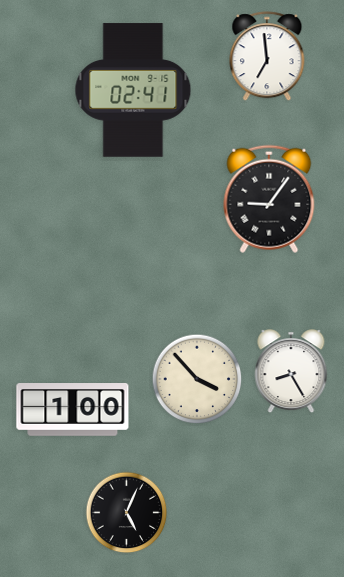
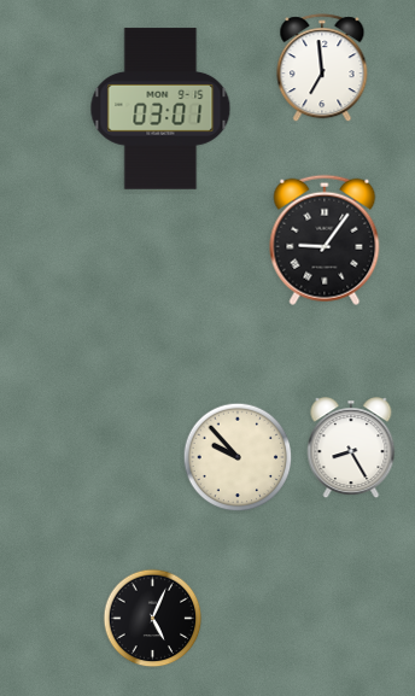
clock at (133, 90): 02:41 -> 03:01
clock at (197, 379): 3:53 -> 9:53
clock at (73, 410): 1:00 -> none
